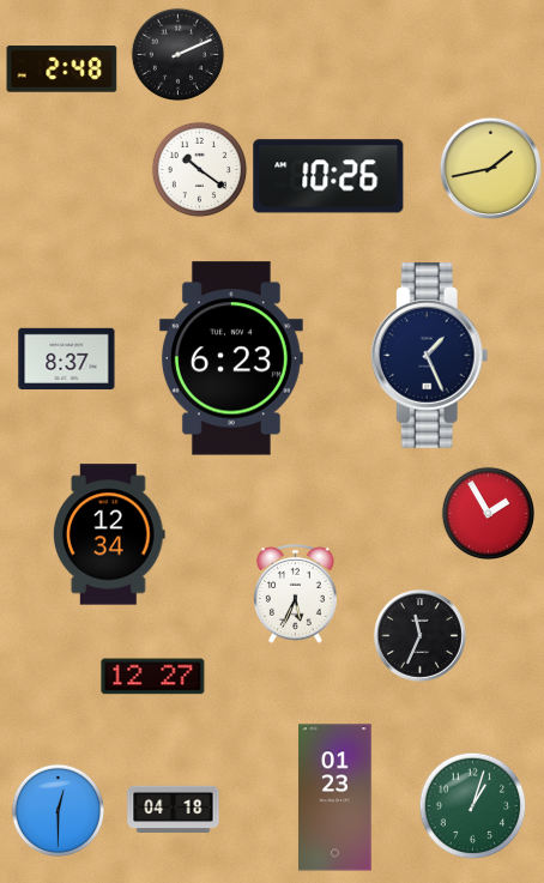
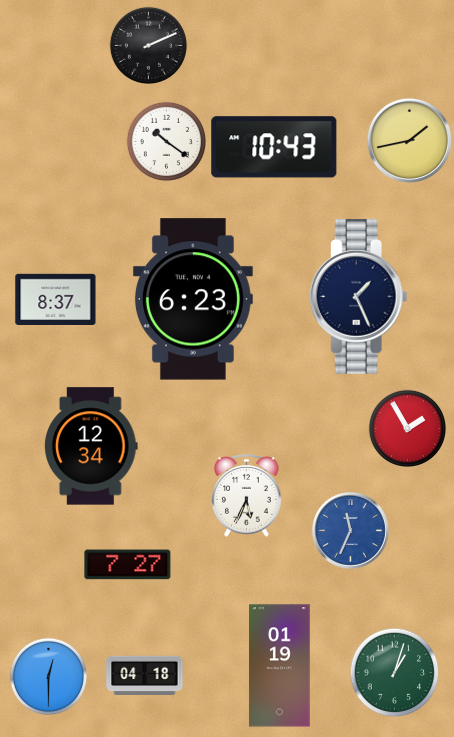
clock at (62, 69): 2:48 -> none
clock at (328, 176): 10:26 -> 10:43
clock at (419, 635) dial: black -> blue
clock at (153, 677): 12:27 -> 7:27
clock at (336, 798): 01:23 -> 01:19
